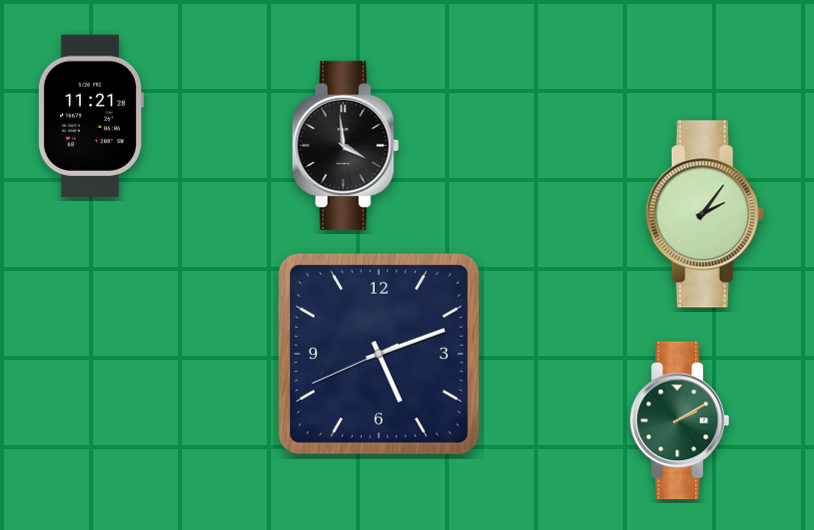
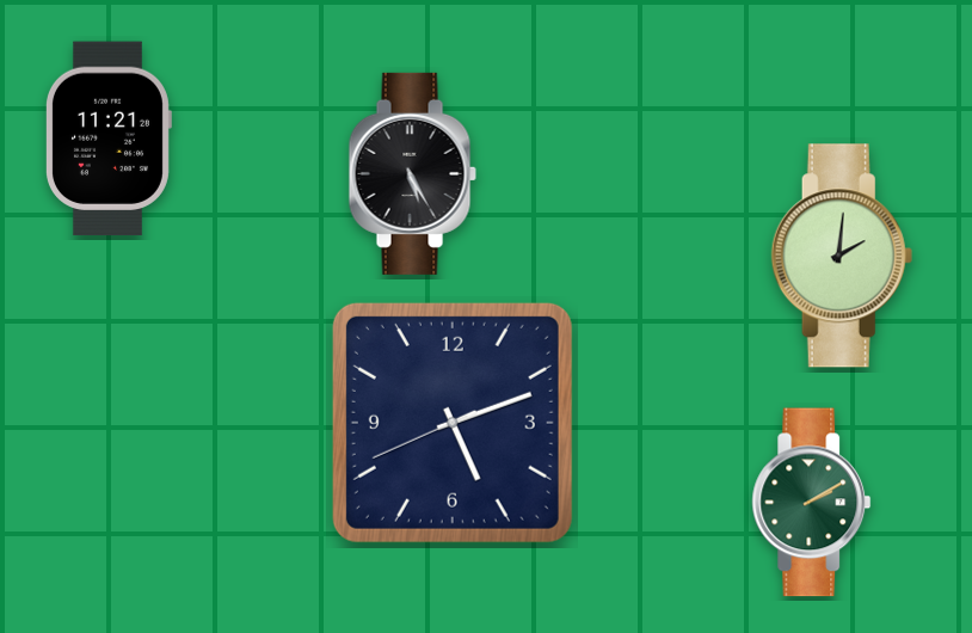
clock at (345, 145): 3:59 -> 5:25
clock at (705, 214): 2:06 -> 2:01
